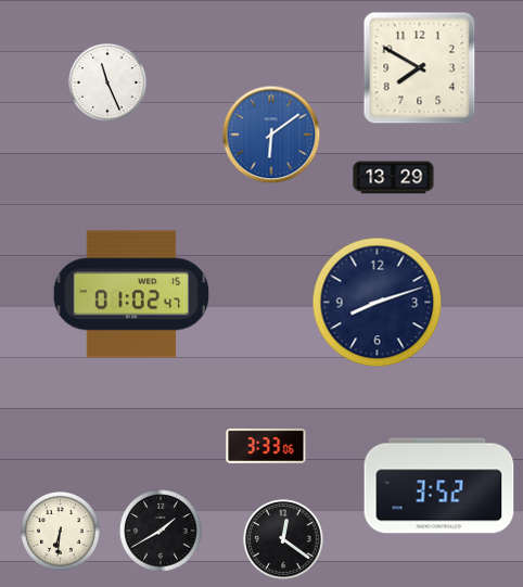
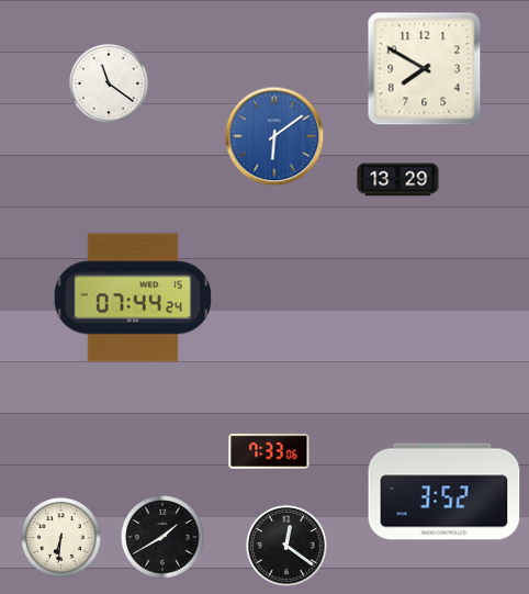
clock at (107, 82): 11:26 -> 11:21
clock at (131, 294): 01:02 -> 07:44
clock at (378, 303): 8:12 -> none
clock at (266, 446): 3:33 -> 7:33
